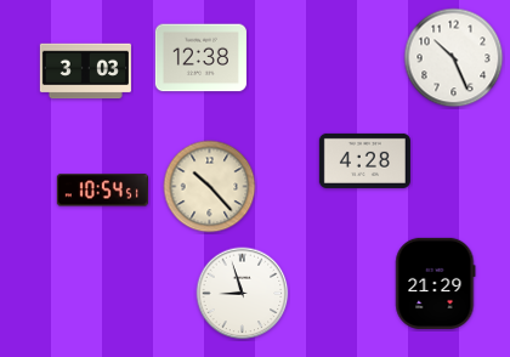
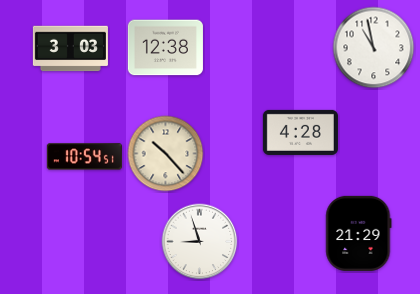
clock at (454, 58): 10:26 -> 10:58
clock at (85, 72) position: (85, 72) -> (70, 49)
clock at (210, 187) position: (210, 187) -> (166, 154)
